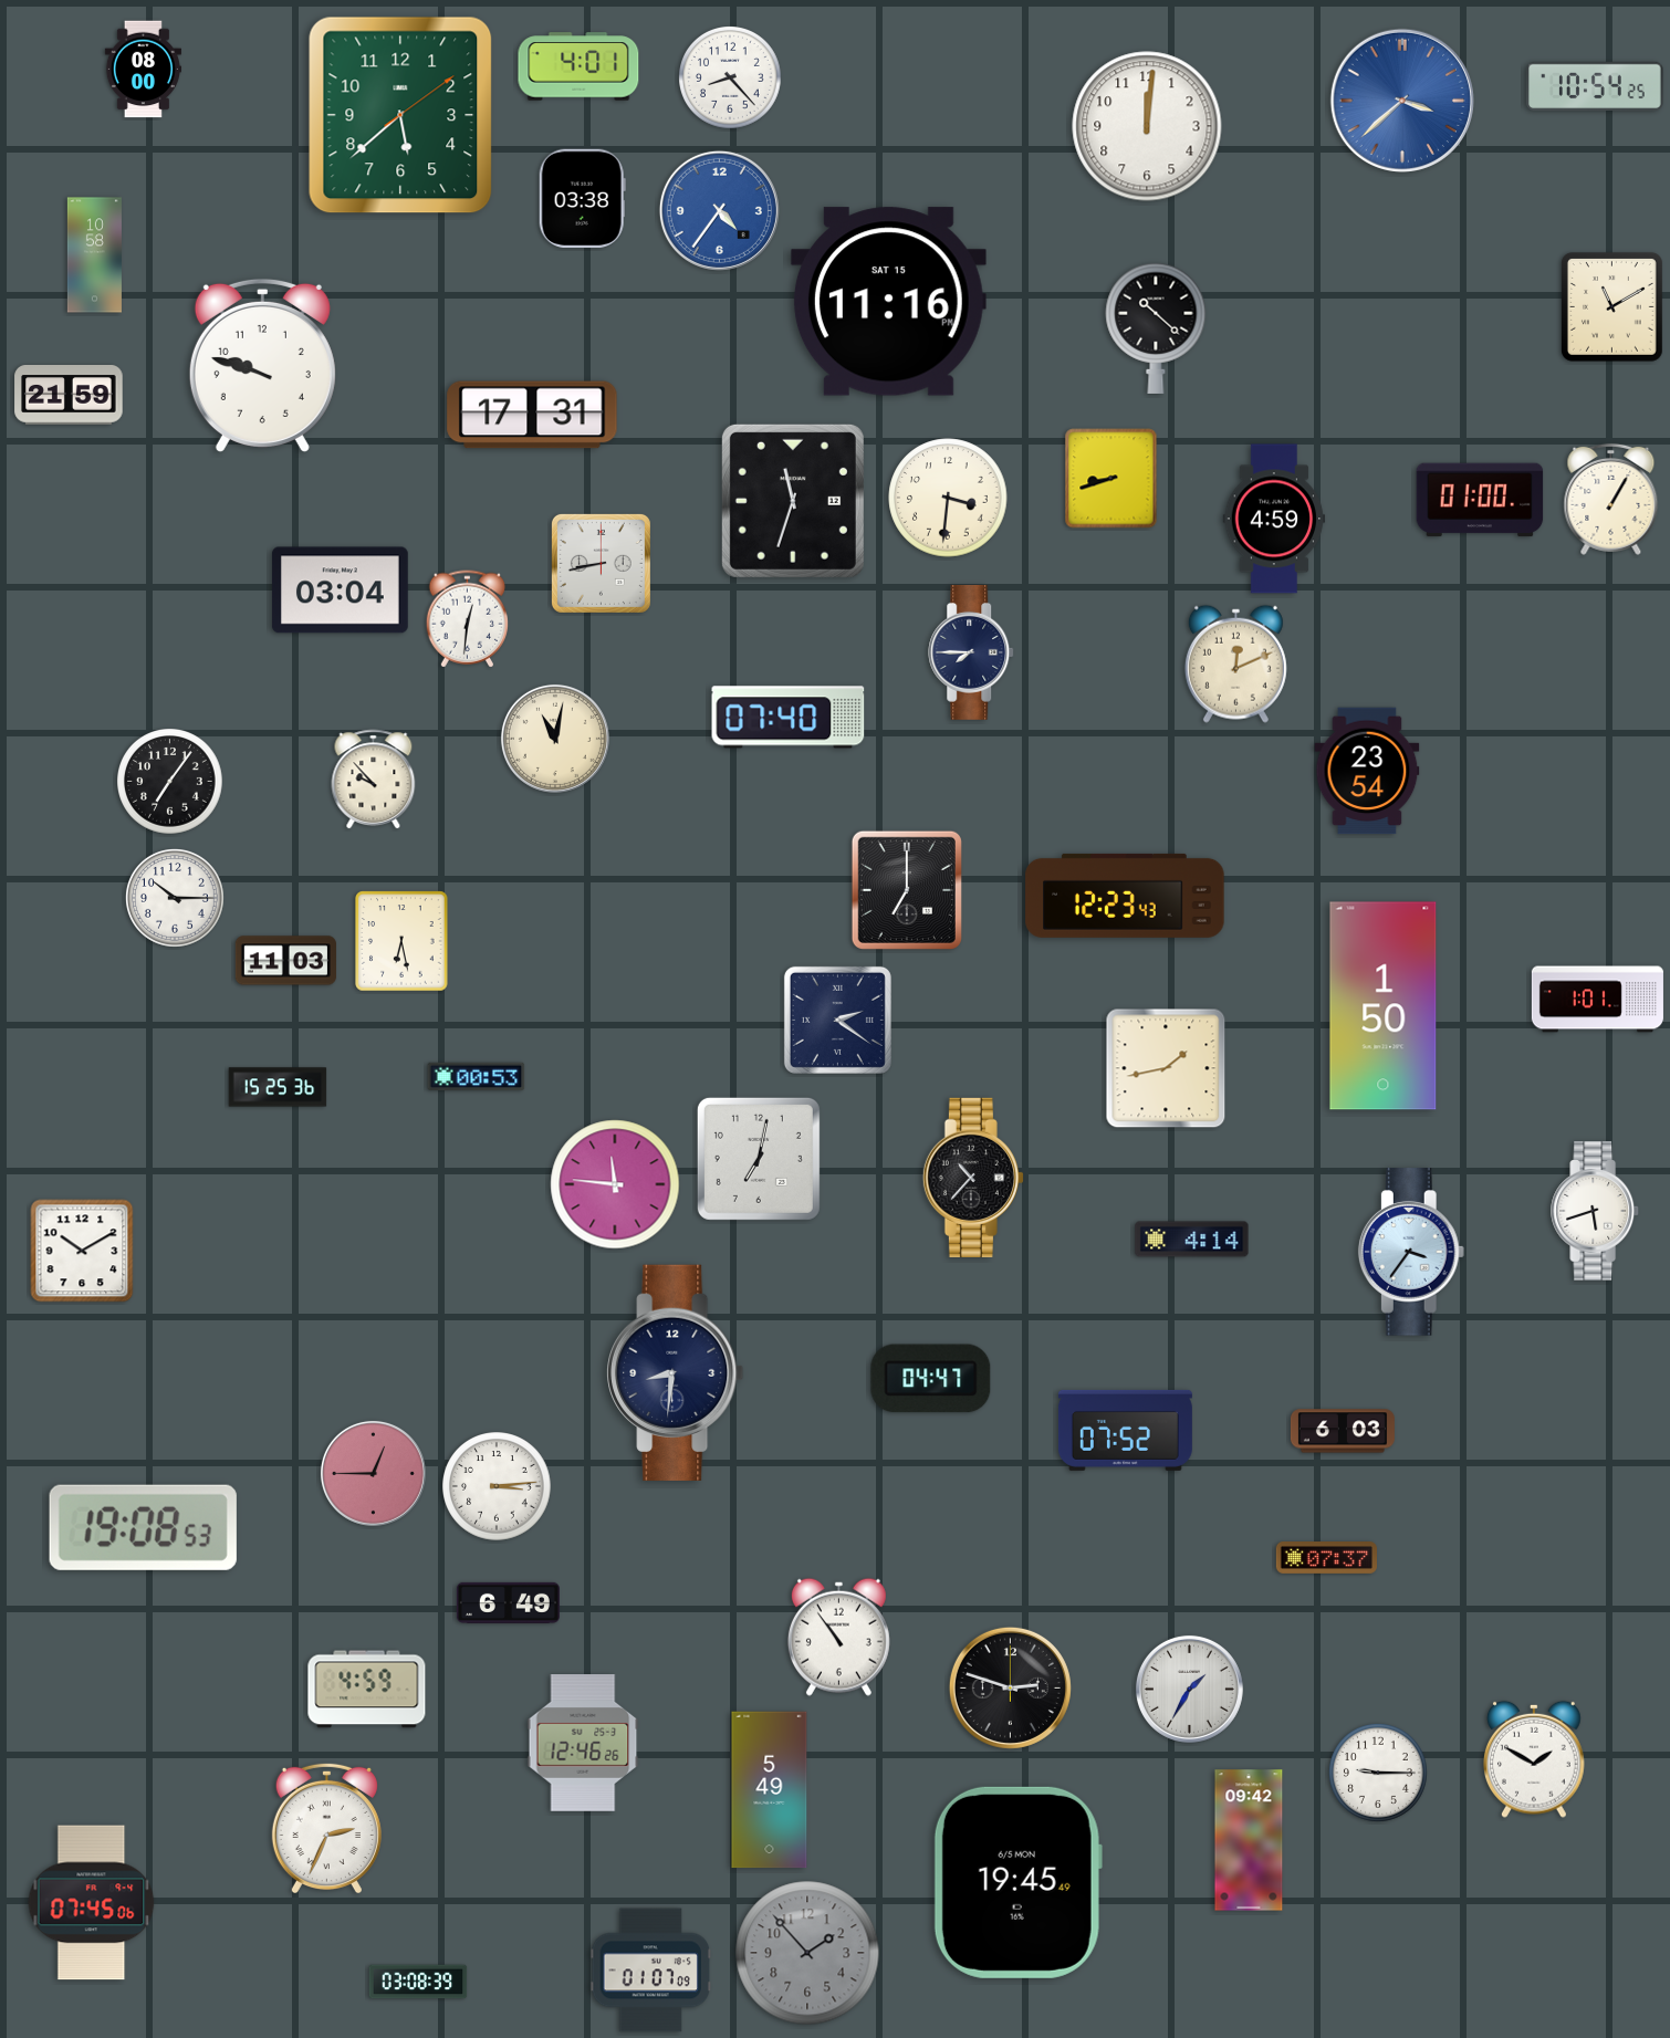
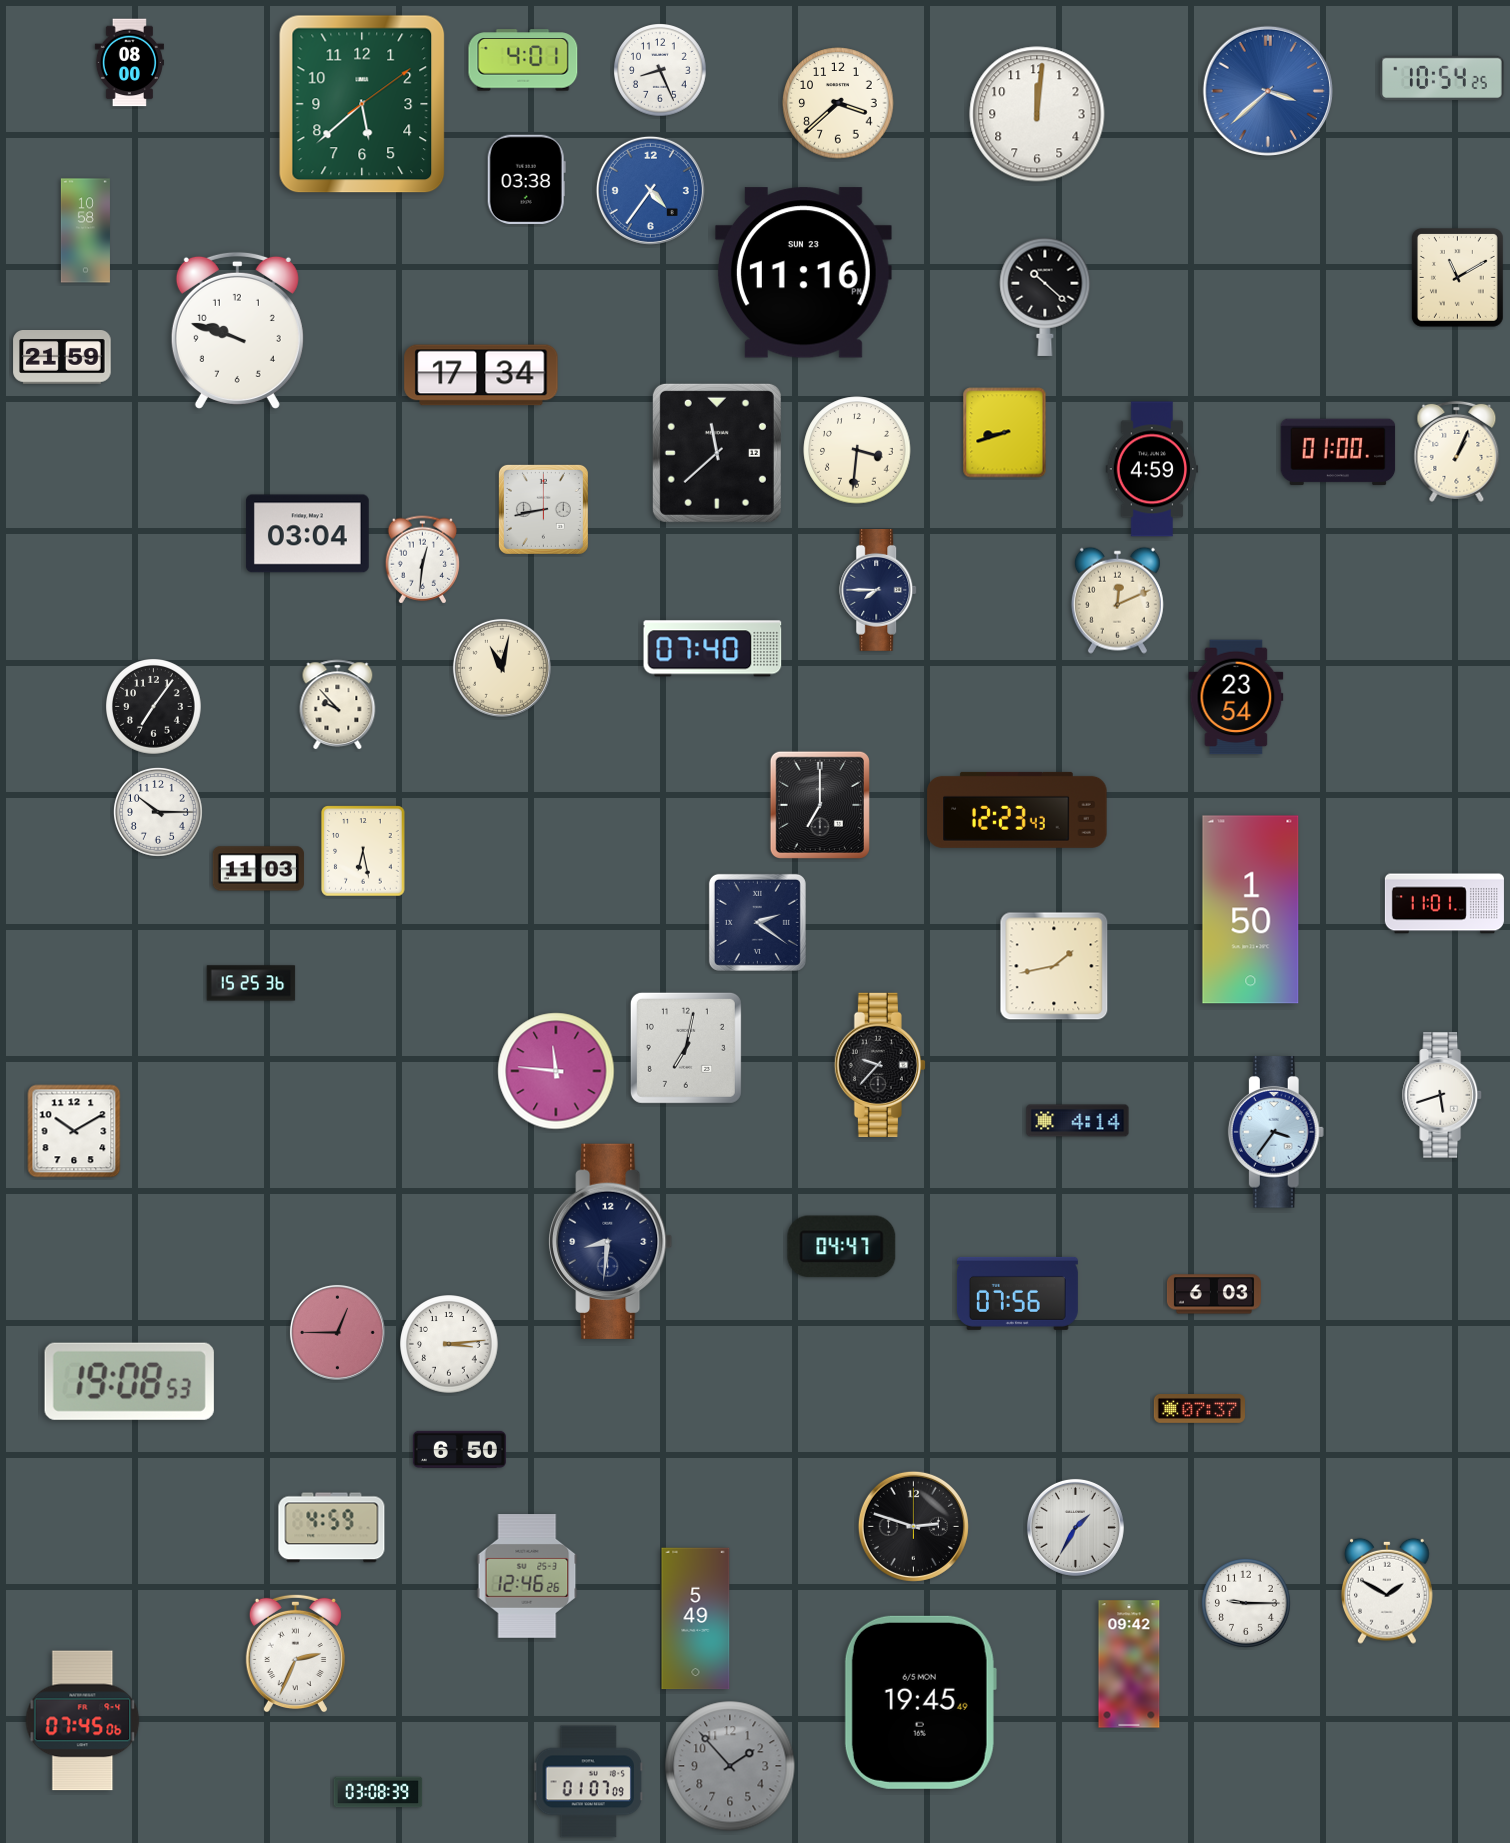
clock at (731, 79): 8:23 -> 8:26
clock at (838, 103): none -> 3:38
clock at (888, 302) date: SAT 15 -> SUN 23
clock at (532, 415): 17:31 -> 17:34
clock at (1611, 499): 1:05 -> 1:04
clock at (793, 501): 11:33 -> 11:38
clock at (1597, 1000): 1:01 -> 11:01
clock at (477, 1077): 00:53 -> none
clock at (973, 1178): 10:37 -> 9:37
clock at (1125, 1430): 07:52 -> 07:56
clock at (508, 1602): 6:49 -> 6:50
clock at (838, 1637): 10:54 -> none
